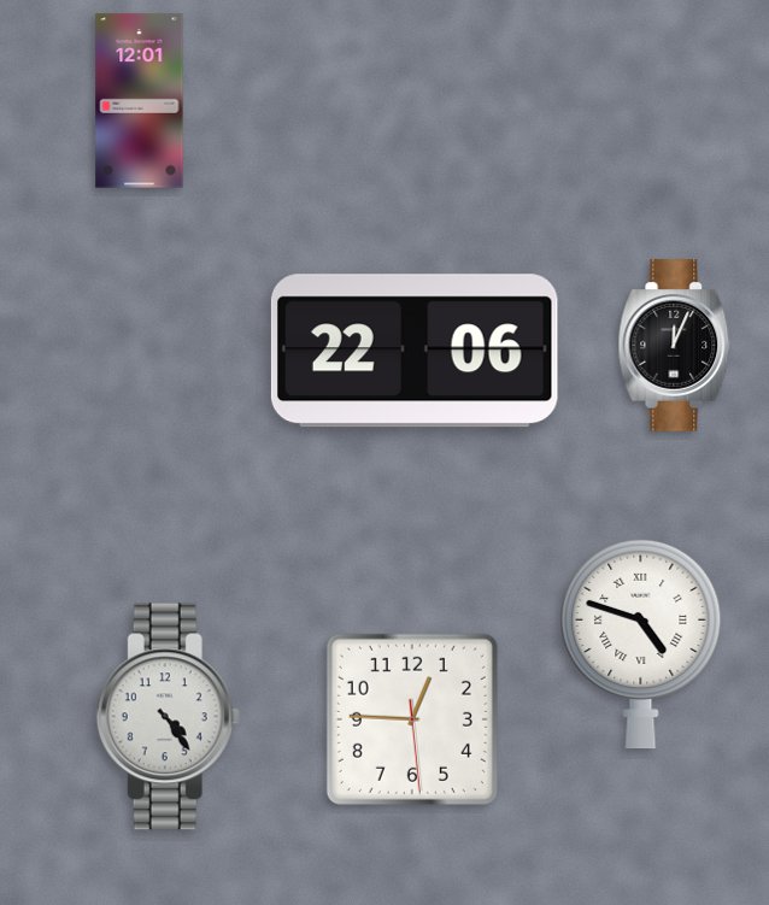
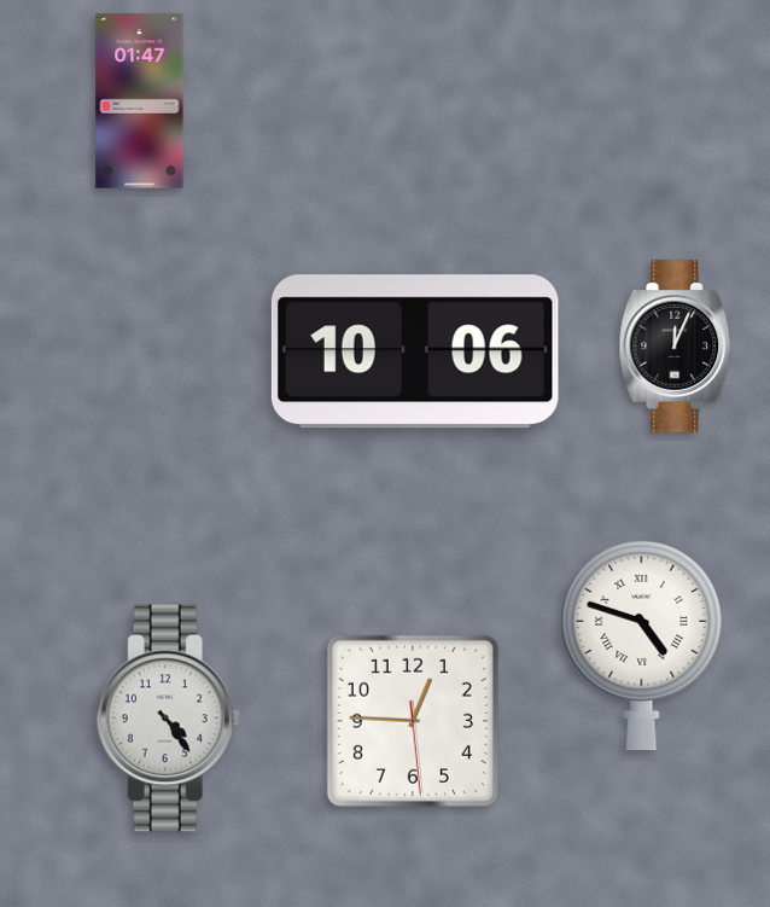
clock at (140, 101): 12:01 -> 01:47
clock at (415, 351): 22:06 -> 10:06
